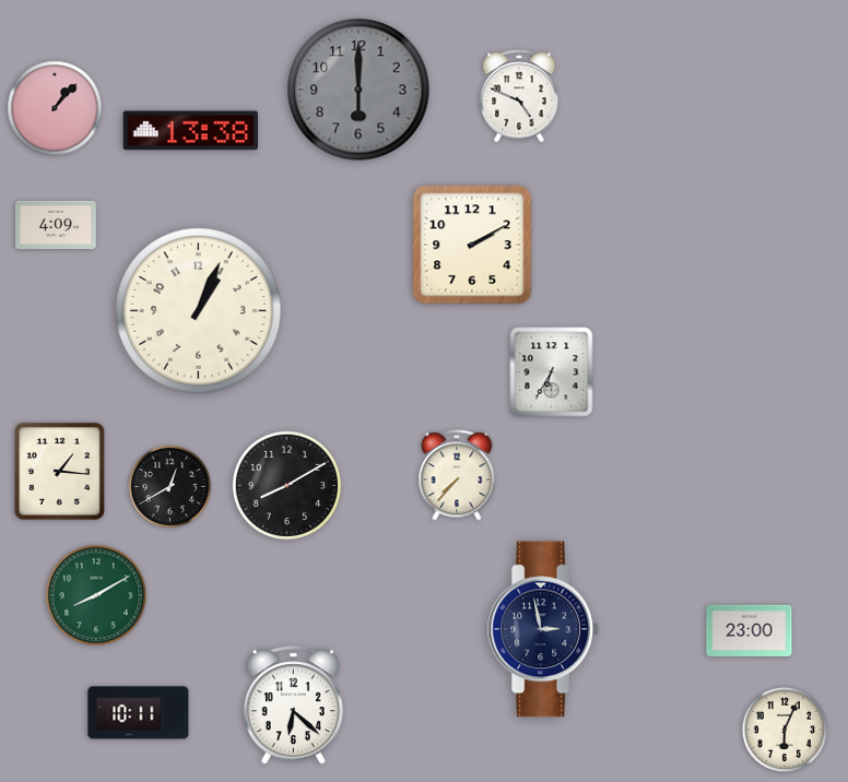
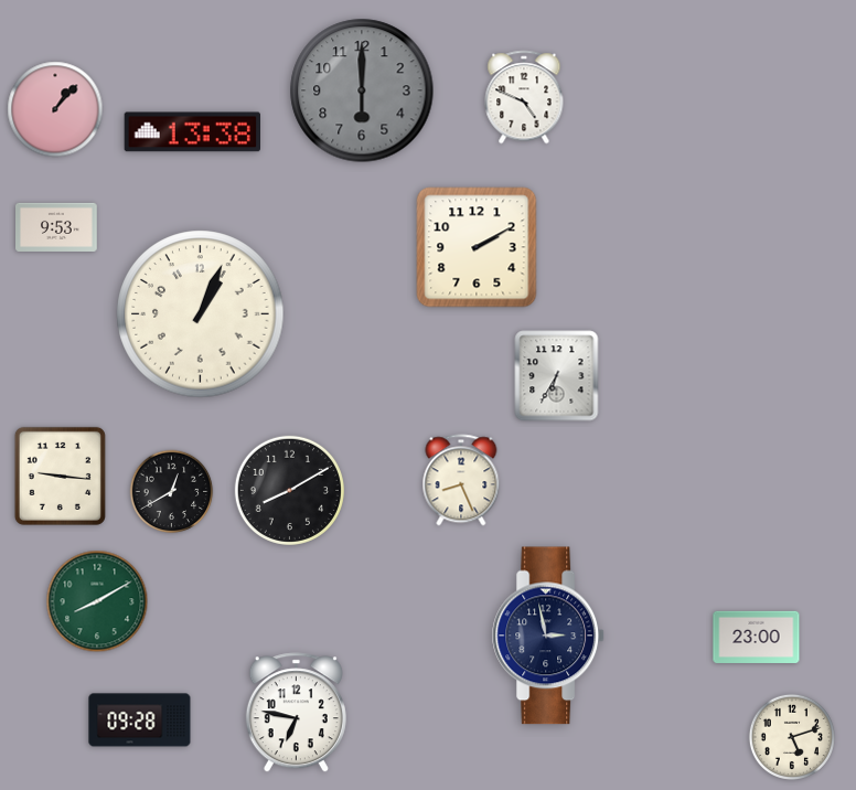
clock at (57, 225): 4:09 -> 9:53
clock at (59, 471): 1:16 -> 9:16
clock at (457, 475): 7:37 -> 8:26
clock at (293, 706): 6:22 -> 6:47
clock at (139, 713): 10:11 -> 09:28
clock at (785, 730): 6:04 -> 5:12
